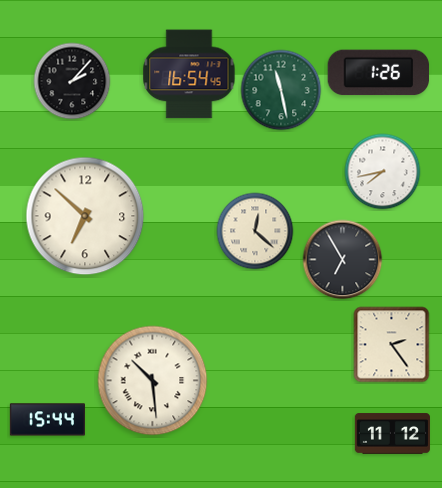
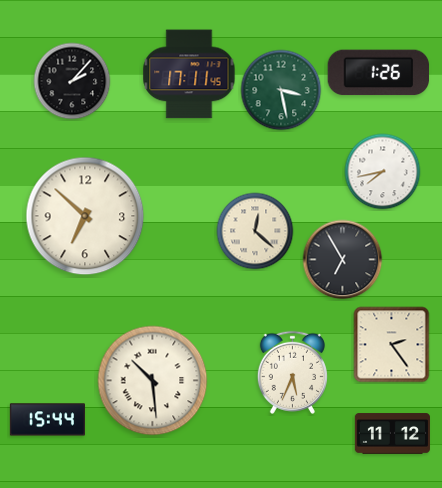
clock at (189, 74): 16:54 -> 17:11
clock at (281, 90): 11:28 -> 3:28
clock at (292, 372): none -> 5:34
